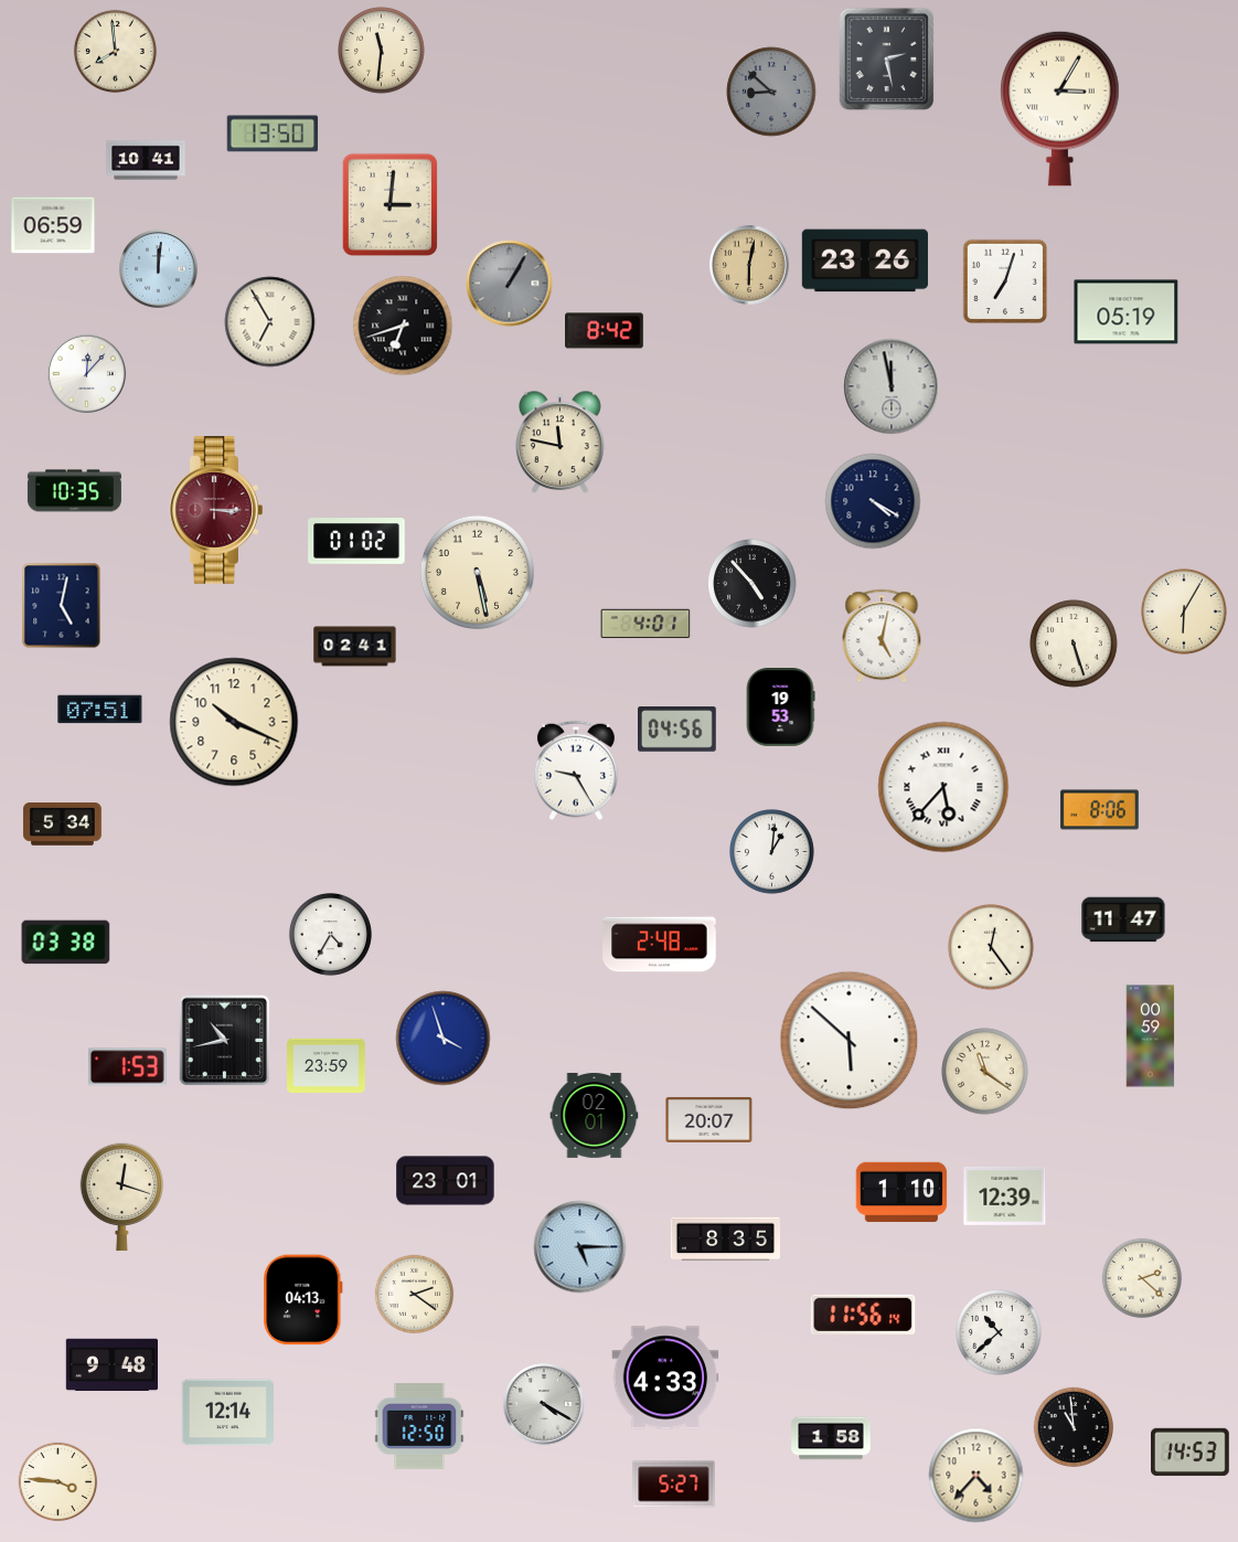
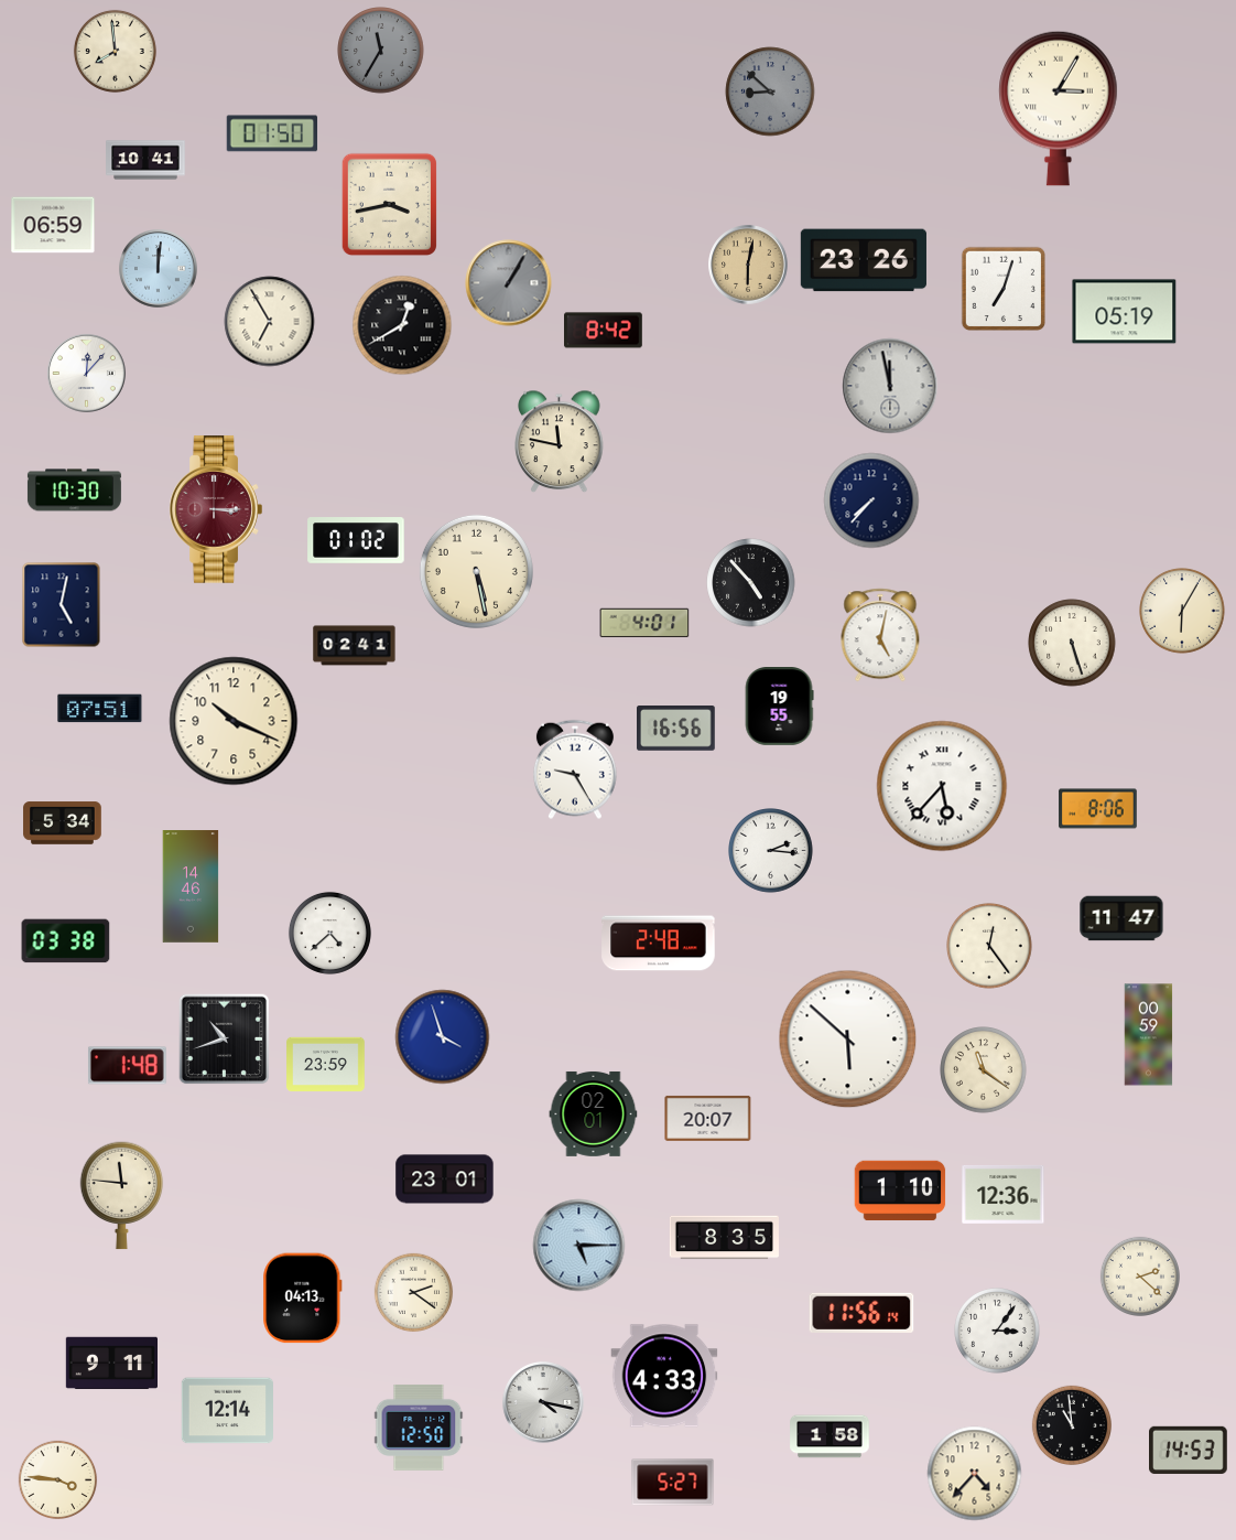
clock at (382, 51): 11:31 -> 11:35
clock at (382, 51) dial: cream -> grey
clock at (887, 60): 2:28 -> none
clock at (273, 134): 13:50 -> 01:50
clock at (389, 204): 3:01 -> 3:43
clock at (1005, 281) position: (1005, 281) -> (1004, 289)
clock at (403, 326): 6:42 -> 12:40
clock at (74, 491): 10:35 -> 10:30
clock at (873, 501): 4:20 -> 7:37
clock at (780, 708): 19:53 -> 19:55
clock at (677, 730): 04:56 -> 16:56
clock at (772, 852): 1:01 -> 2:16
clock at (191, 886): none -> 14:46
clock at (330, 934): 4:35 -> 4:38
clock at (225, 1041): 10:43 -> 10:42
clock at (127, 1067): 1:53 -> 1:48
clock at (1005, 1195): 12:39 -> 12:36
clock at (122, 1198): 12:18 -> 11:46
clock at (999, 1332): 10:38 -> 3:06
clock at (111, 1365): 9:48 -> 9:11
clock at (544, 1404): 4:20 -> 4:17
clock at (419, 1426) position: (419, 1426) -> (419, 1428)
